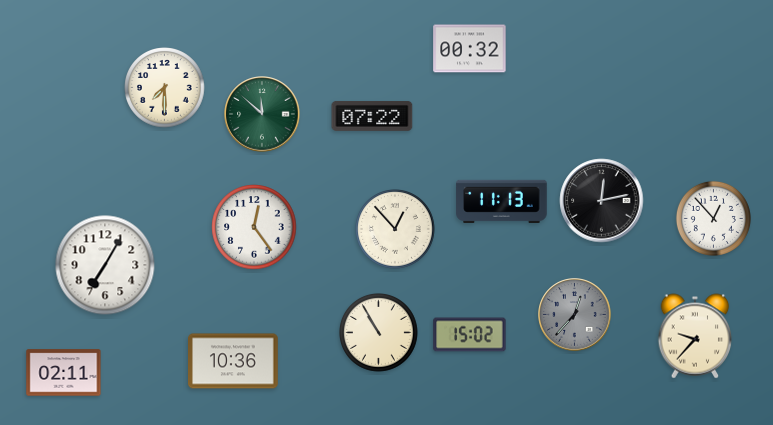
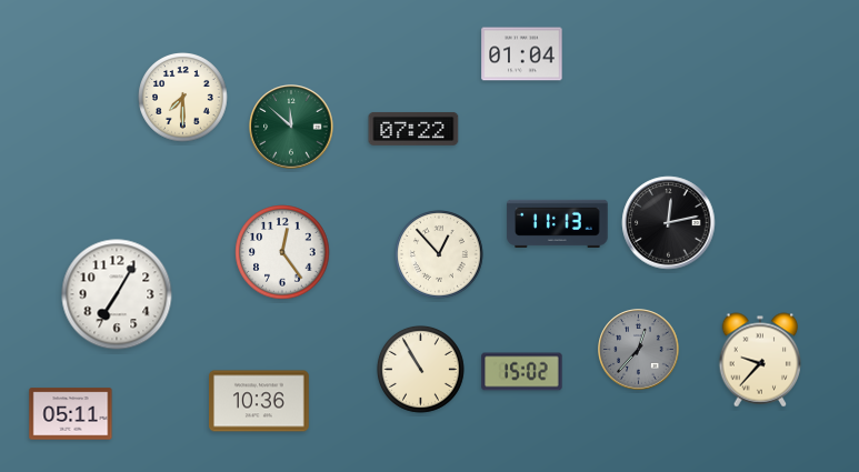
clock at (470, 49): 00:32 -> 01:04
clock at (713, 218): 12:53 -> none
clock at (695, 336) position: (695, 336) -> (760, 360)
clock at (64, 373): 02:11 -> 05:11
